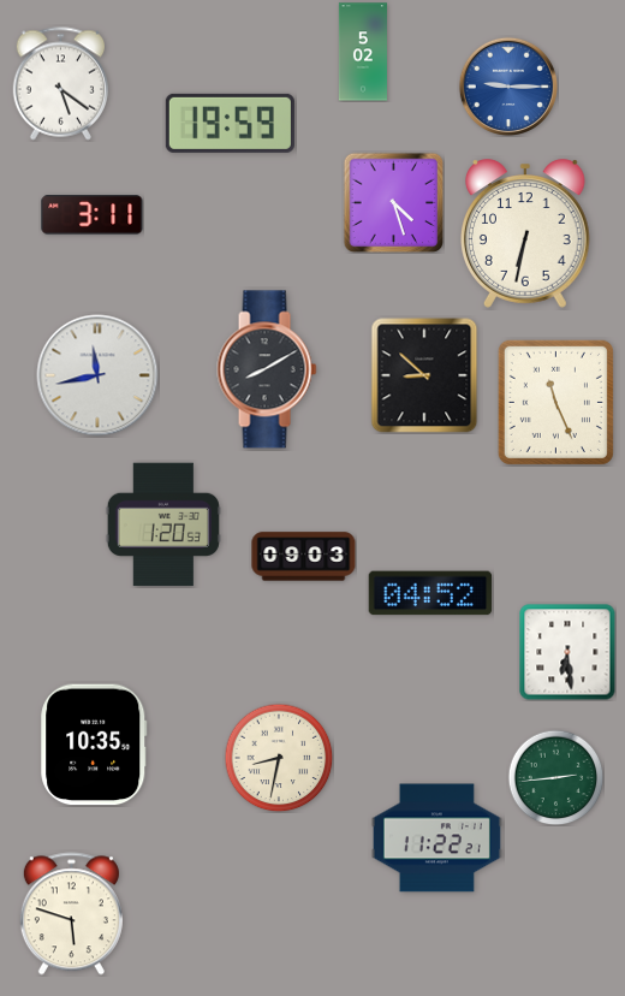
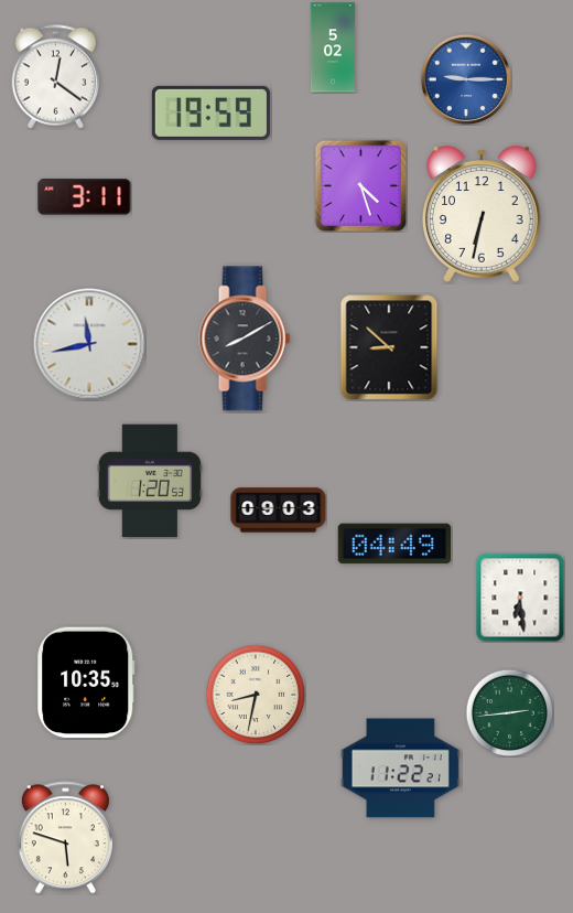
clock at (60, 84): 5:21 -> 12:21
clock at (424, 375) position: (424, 375) -> (389, 347)
clock at (555, 402): 11:26 -> none
clock at (430, 593): 04:52 -> 04:49
